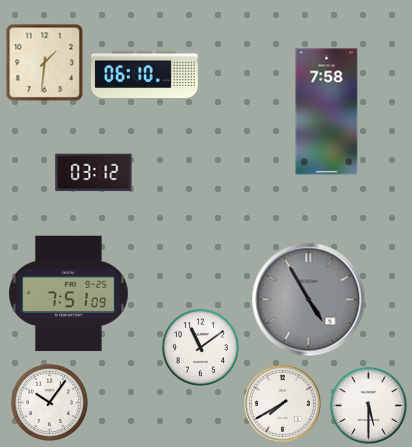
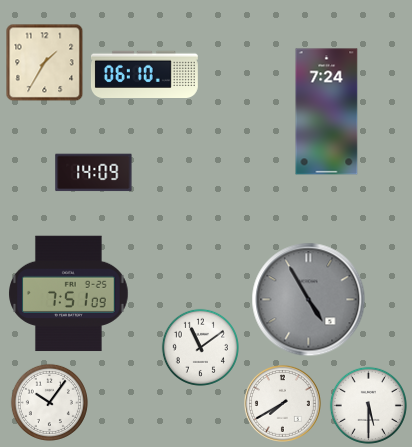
clock at (44, 62): 1:31 -> 1:35
clock at (327, 112): 7:58 -> 7:24
clock at (94, 173): 03:12 -> 14:09
